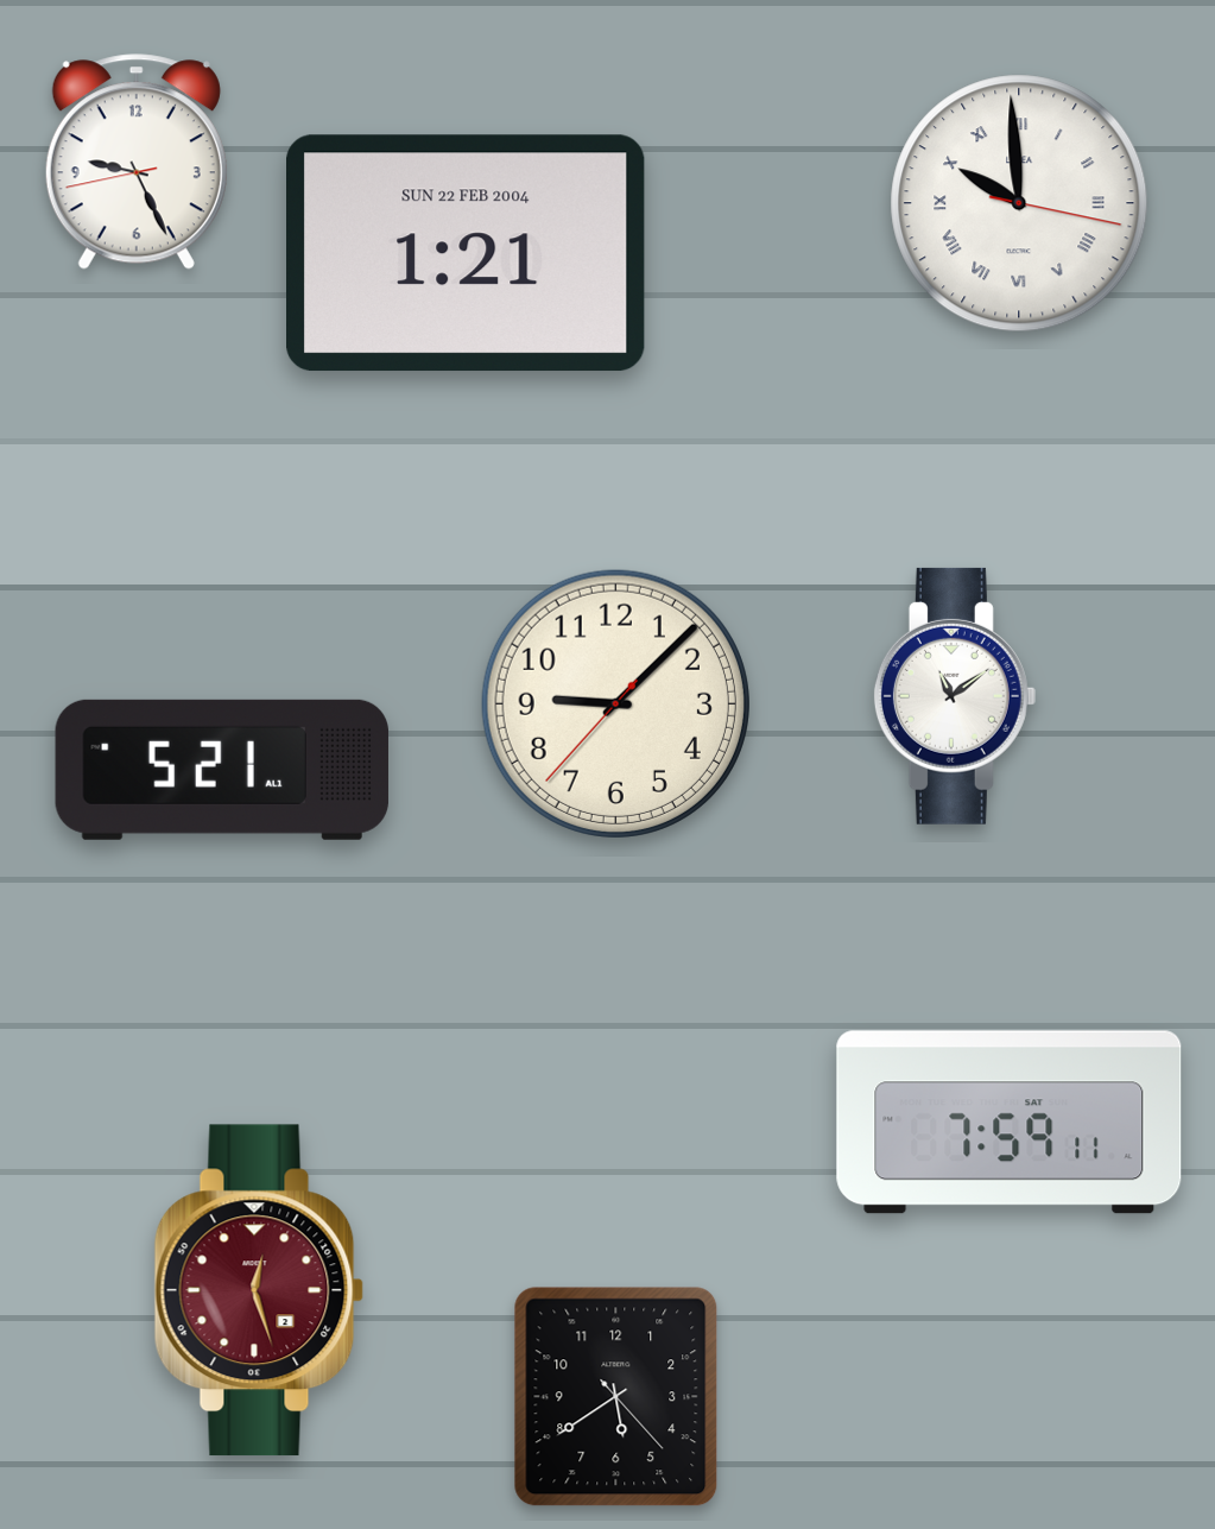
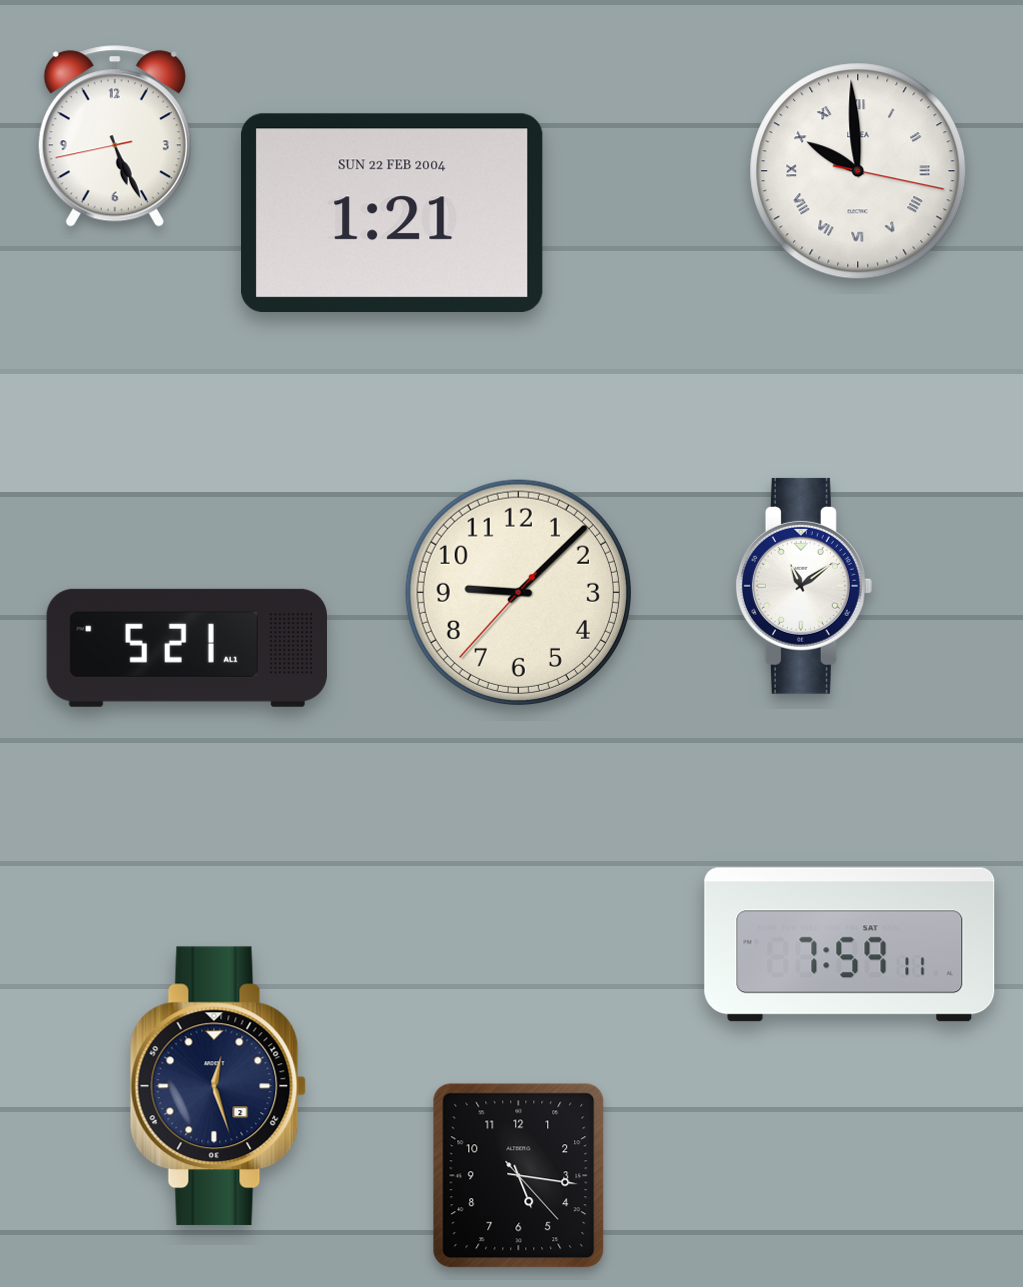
clock at (137, 162): 9:25 -> 5:25
clock at (259, 1290) dial: burgundy -> navy
clock at (616, 1397): 5:39 -> 5:16
